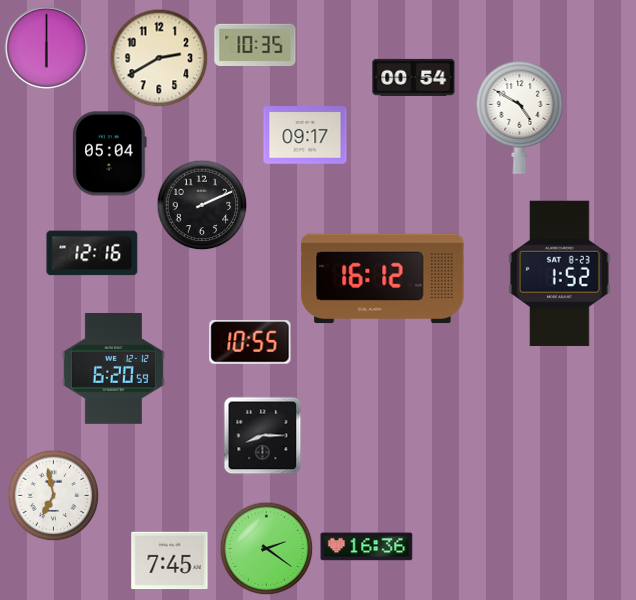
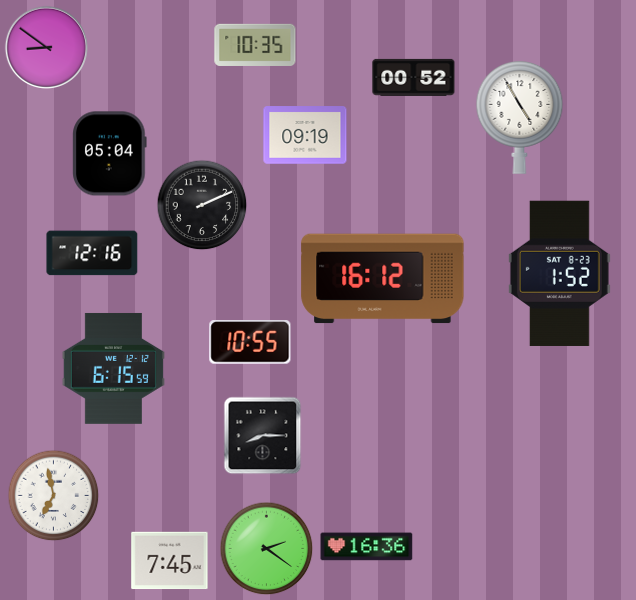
clock at (46, 47): 6:00 -> 8:51
clock at (159, 58): 2:40 -> none
clock at (414, 77): 00:54 -> 00:52
clock at (520, 117): 4:50 -> 4:55
clock at (305, 135): 09:17 -> 09:19
clock at (113, 368): 6:20 -> 6:15
